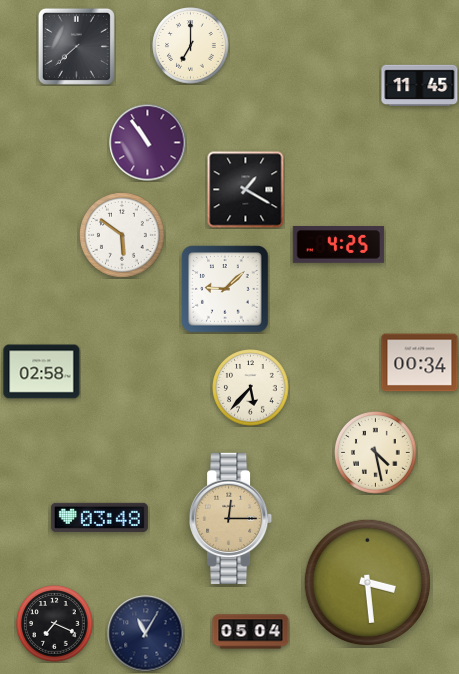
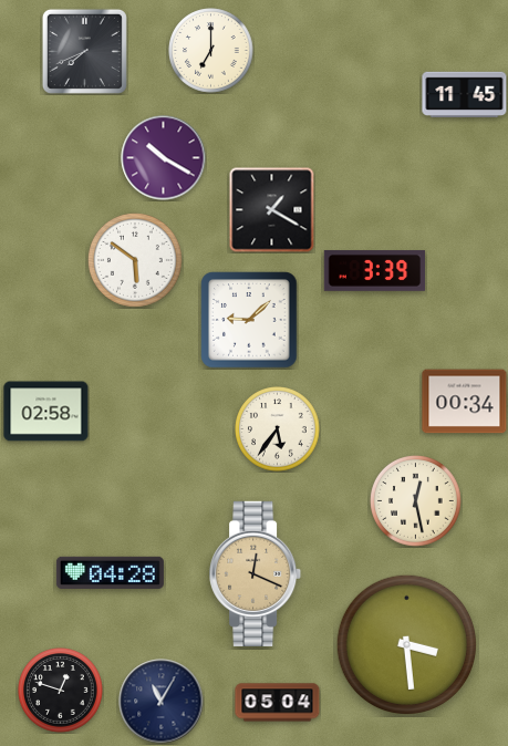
clock at (76, 46): 7:38 -> 7:41
clock at (148, 143): 10:54 -> 10:20
clock at (339, 245): 4:25 -> 3:39
clock at (251, 388): 5:37 -> 5:36
clock at (376, 453): 4:28 -> 12:28
clock at (99, 517): 03:48 -> 04:28
clock at (231, 518): 12:15 -> 12:19
clock at (55, 624): 7:19 -> 12:48
clock at (251, 632) position: (251, 632) -> (278, 703)
